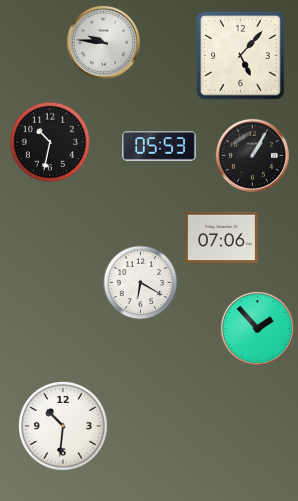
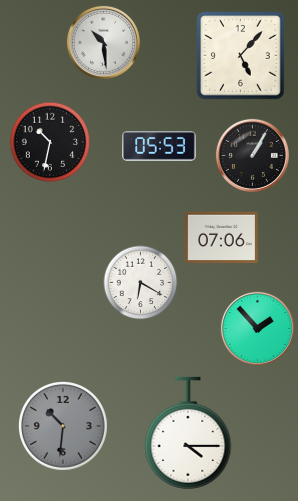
clock at (103, 42): 9:46 -> 10:29
clock at (63, 426) dial: white -> grey
clock at (188, 433): none -> 4:15
